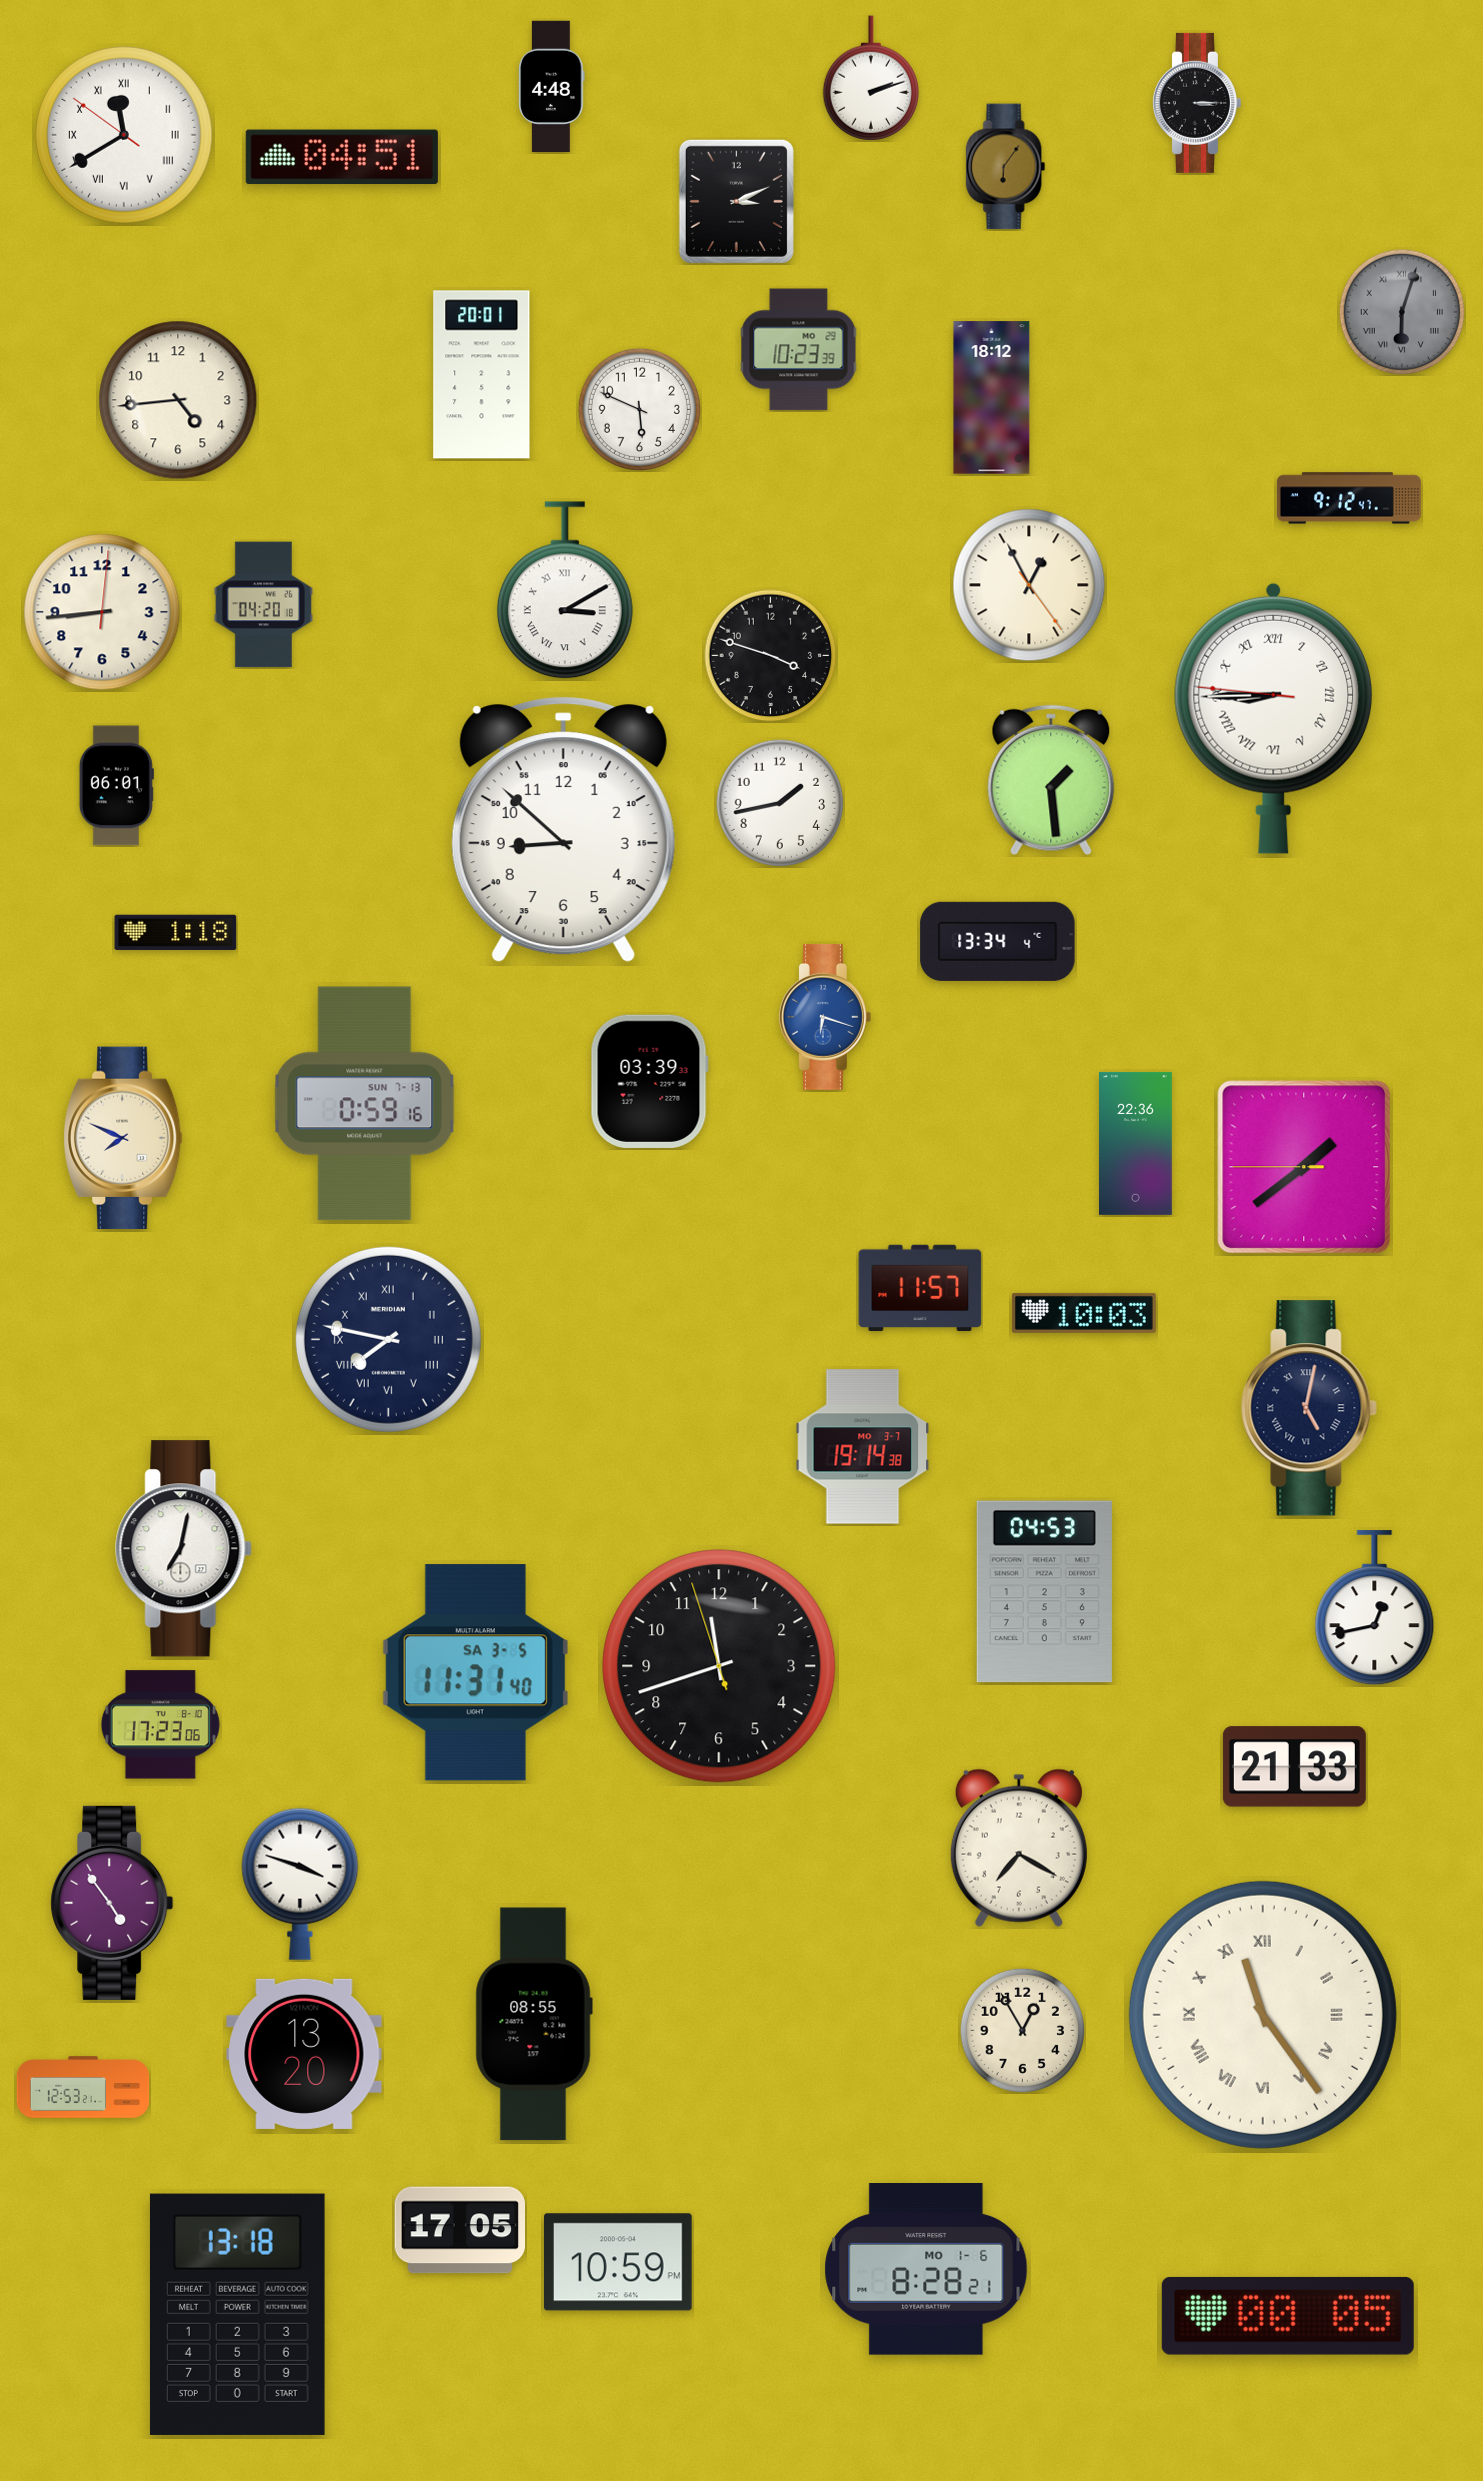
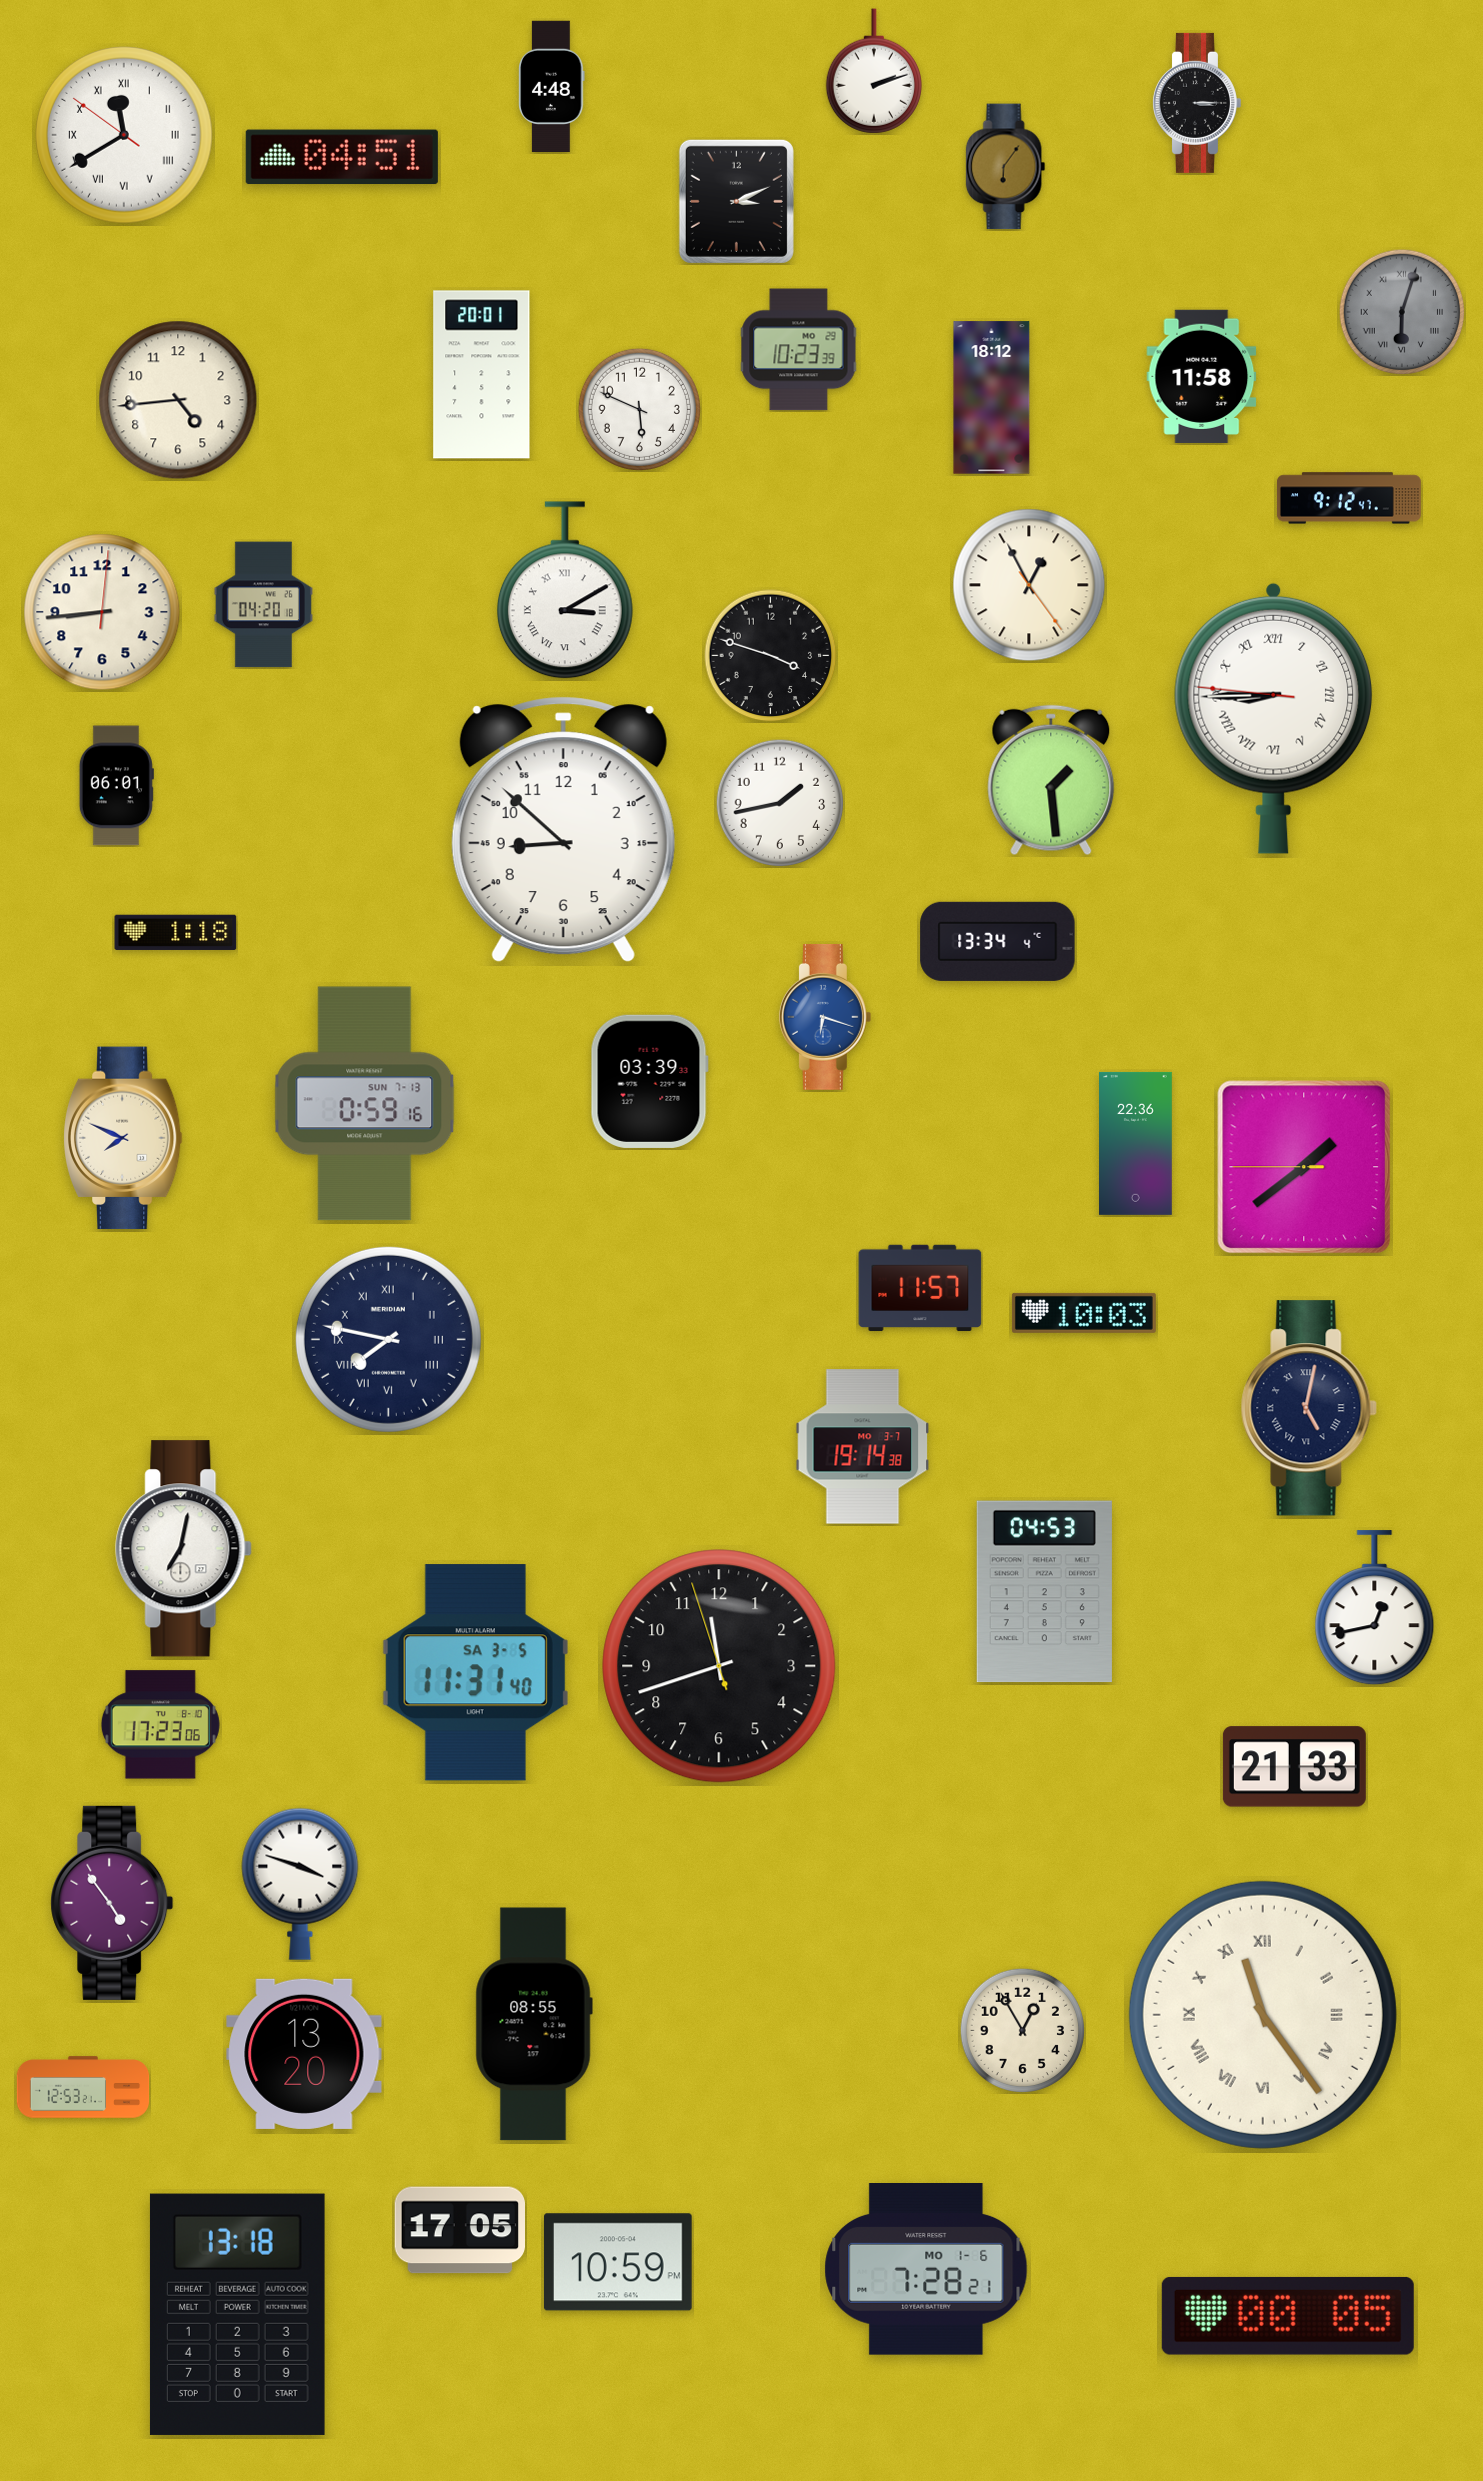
clock at (871, 78) position: (871, 78) -> (874, 71)
clock at (1202, 376): none -> 11:58
clock at (1019, 1848): 7:20 -> none
clock at (926, 2270): 8:28 -> 7:28
